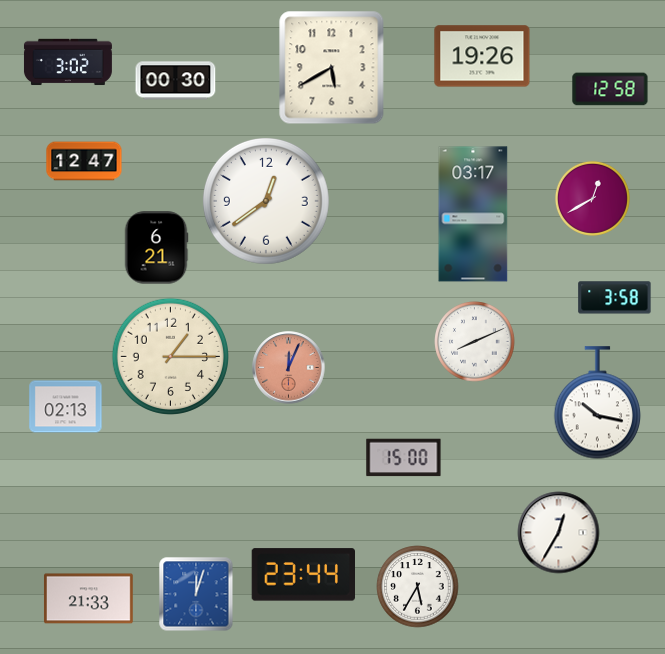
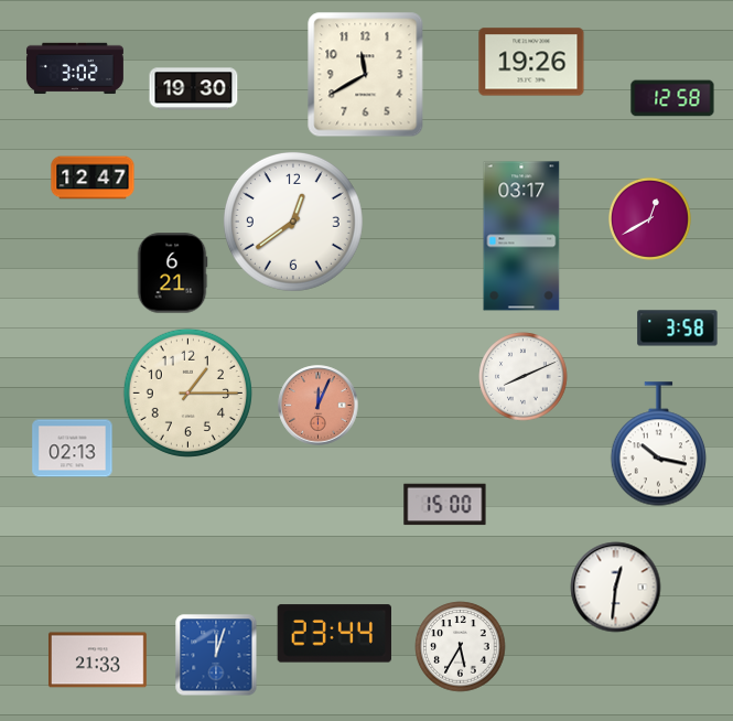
clock at (332, 68): 5:40 -> 11:40
clock at (176, 81): 00:30 -> 19:30
clock at (592, 198) position: (592, 198) -> (649, 218)
clock at (559, 533): 12:35 -> 12:31
